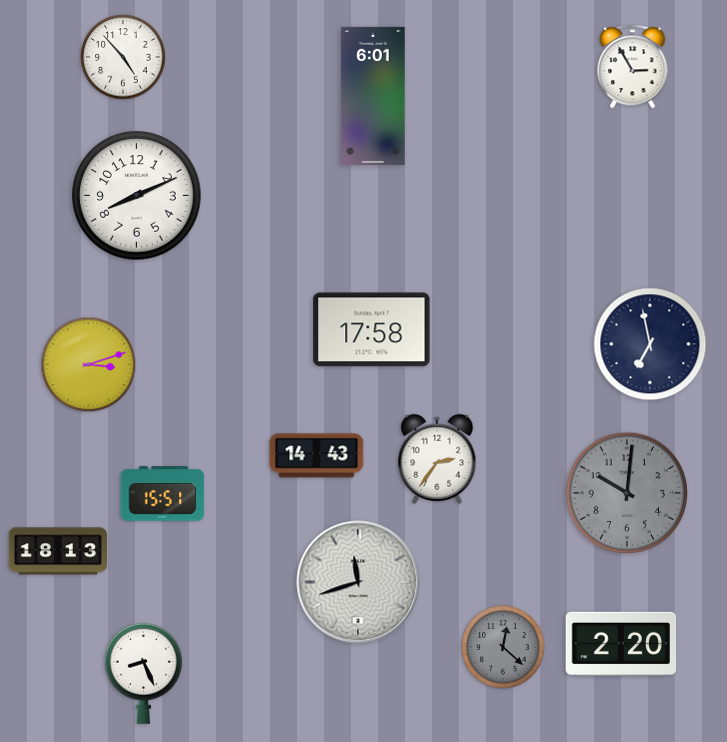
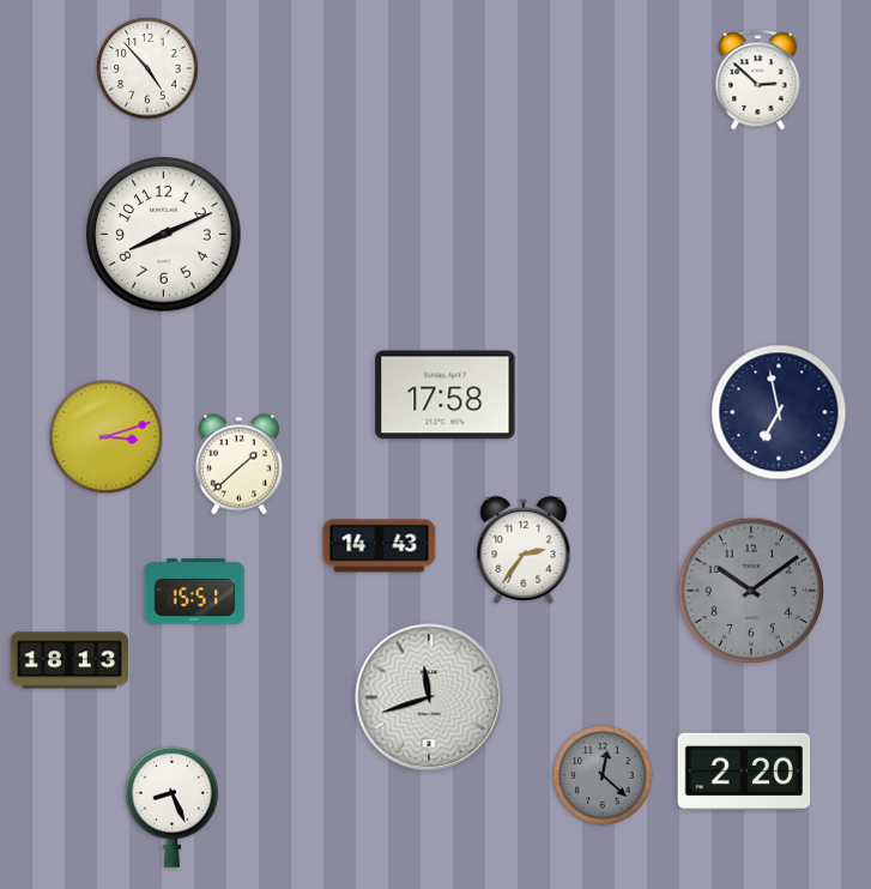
clock at (633, 67): 2:55 -> 2:52
clock at (373, 96): 6:01 -> none
clock at (238, 465): none -> 1:38
clock at (626, 492): 10:01 -> 10:09
